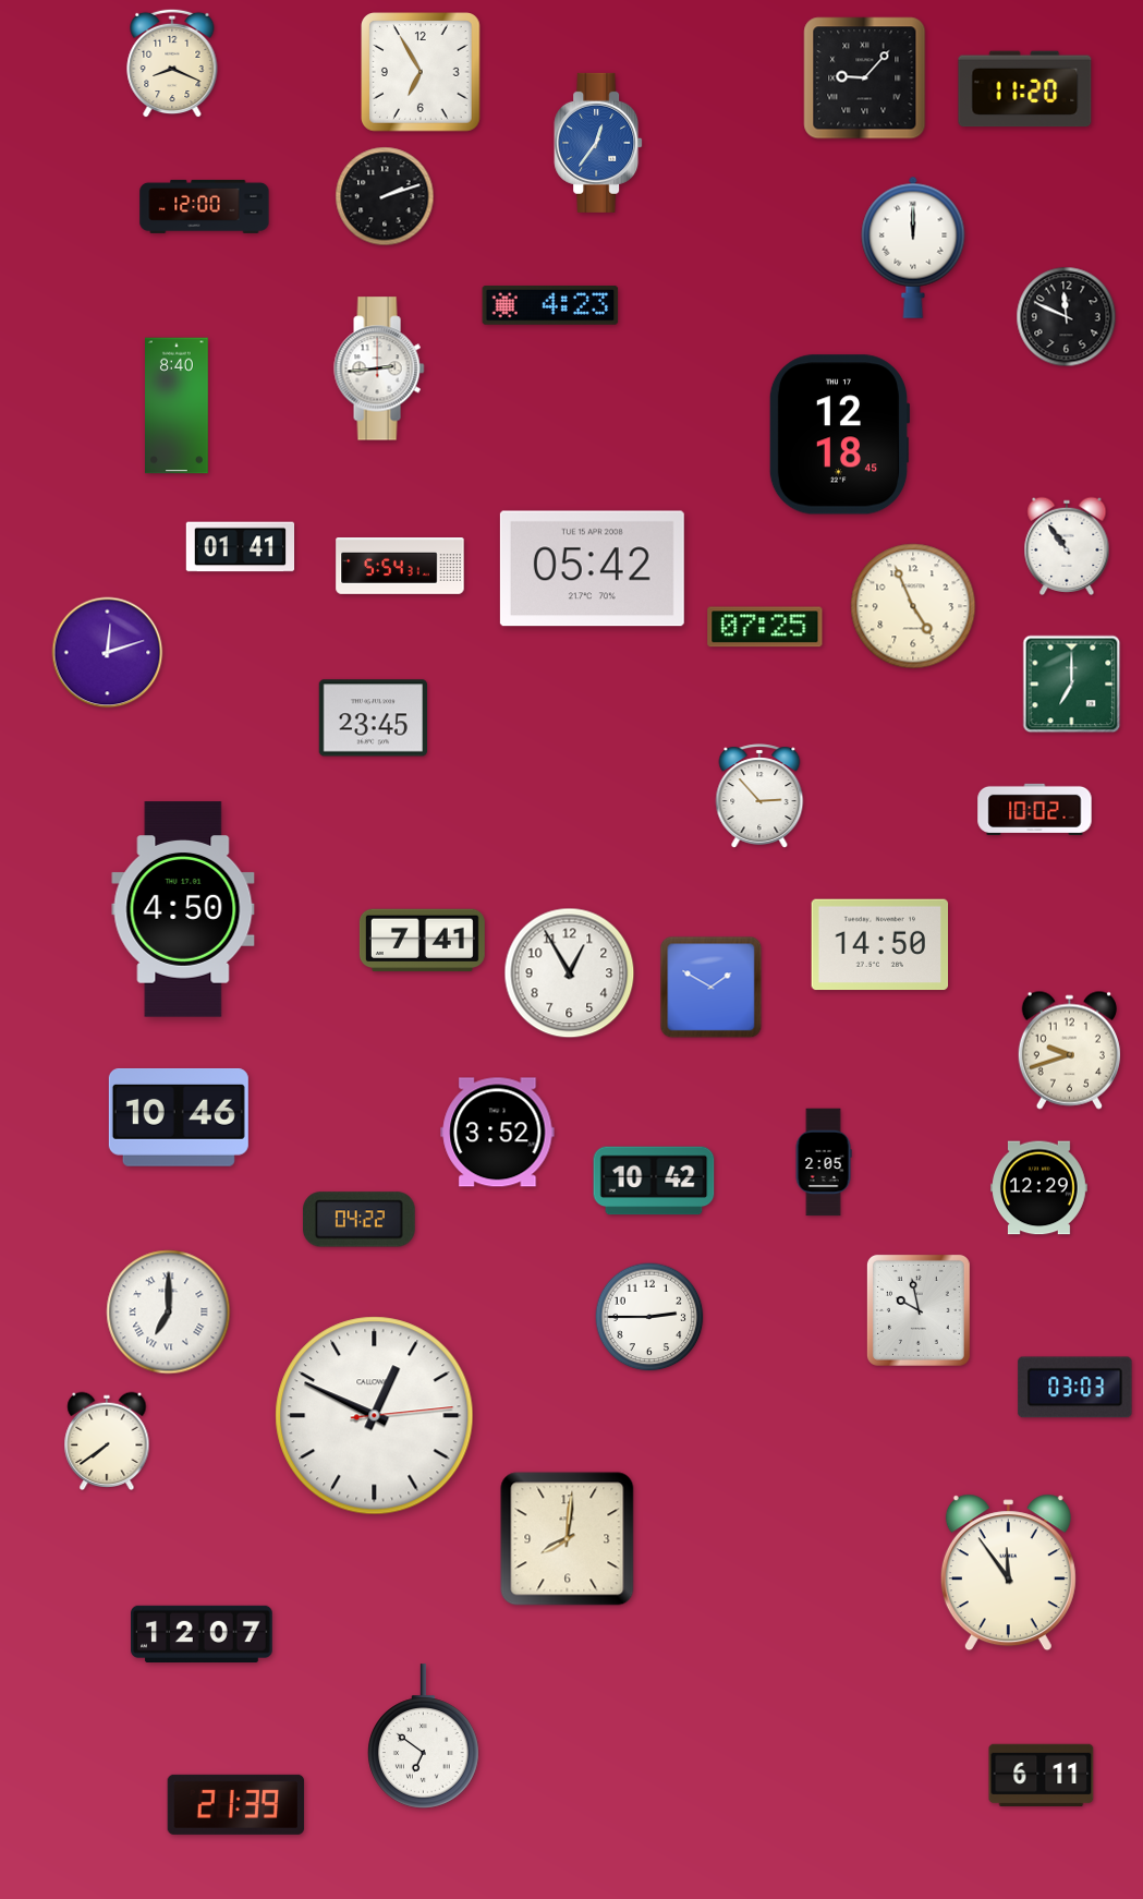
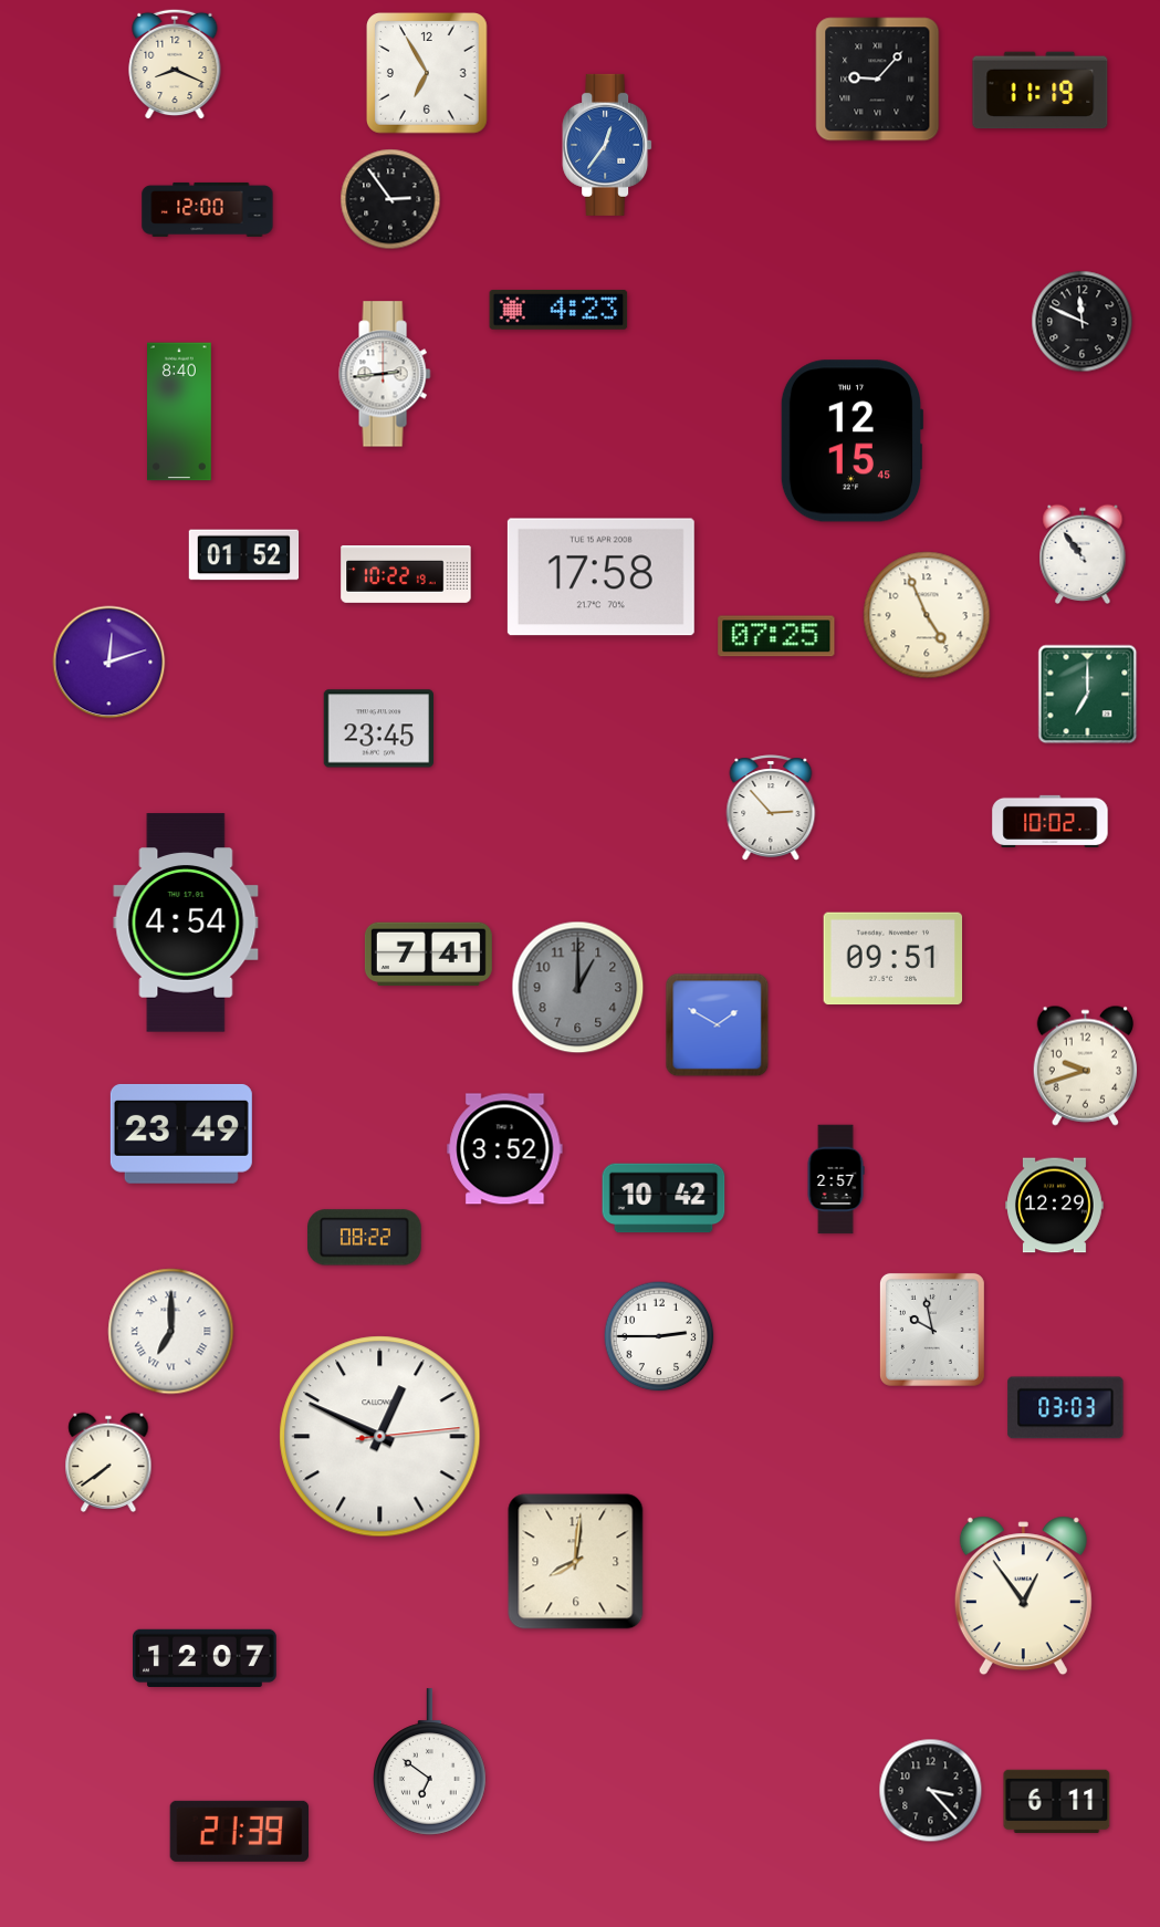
clock at (1025, 89): 11:20 -> 11:19
clock at (385, 196): 2:12 -> 2:54
clock at (913, 247): 12:00 -> none
clock at (839, 435): 12:18 -> 12:15
clock at (241, 547): 01:41 -> 01:52
clock at (400, 567): 5:54 -> 10:22
clock at (592, 569): 05:42 -> 17:58
clock at (183, 909): 4:50 -> 4:54
clock at (880, 945): 14:50 -> 09:51
clock at (570, 973): 12:55 -> 1:00
clock at (570, 973) dial: white -> grey
clock at (712, 988) position: (712, 988) -> (718, 1025)
clock at (179, 1117): 10:46 -> 23:49
clock at (824, 1162): 2:05 -> 2:57
clock at (360, 1220): 04:22 -> 08:22
clock at (1075, 1388) position: (1075, 1388) -> (1066, 1408)
clock at (1008, 1573): 11:54 -> 12:54
clock at (931, 1791): none -> 3:23
